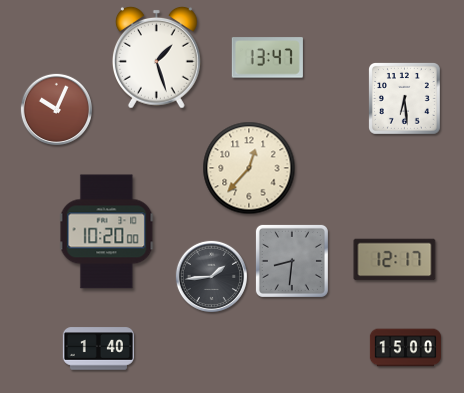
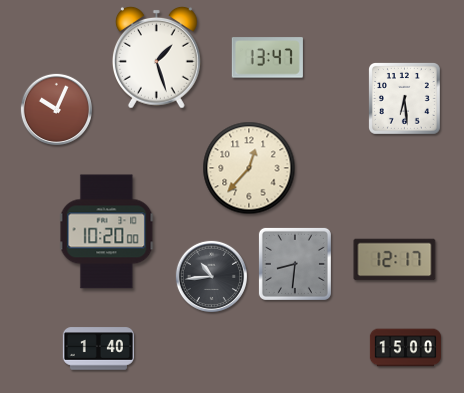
clock at (292, 261) position: (292, 261) -> (295, 264)
clock at (211, 276): 1:44 -> 10:44
